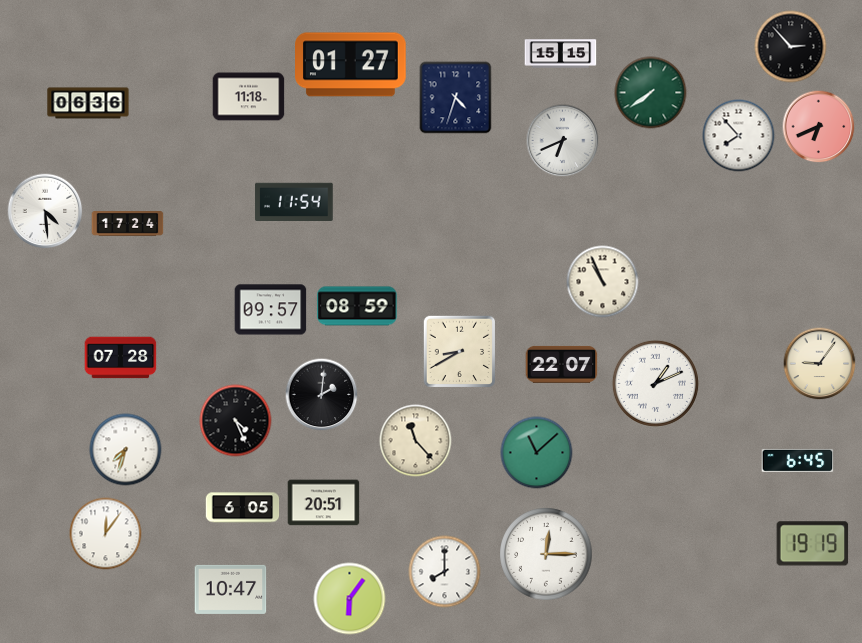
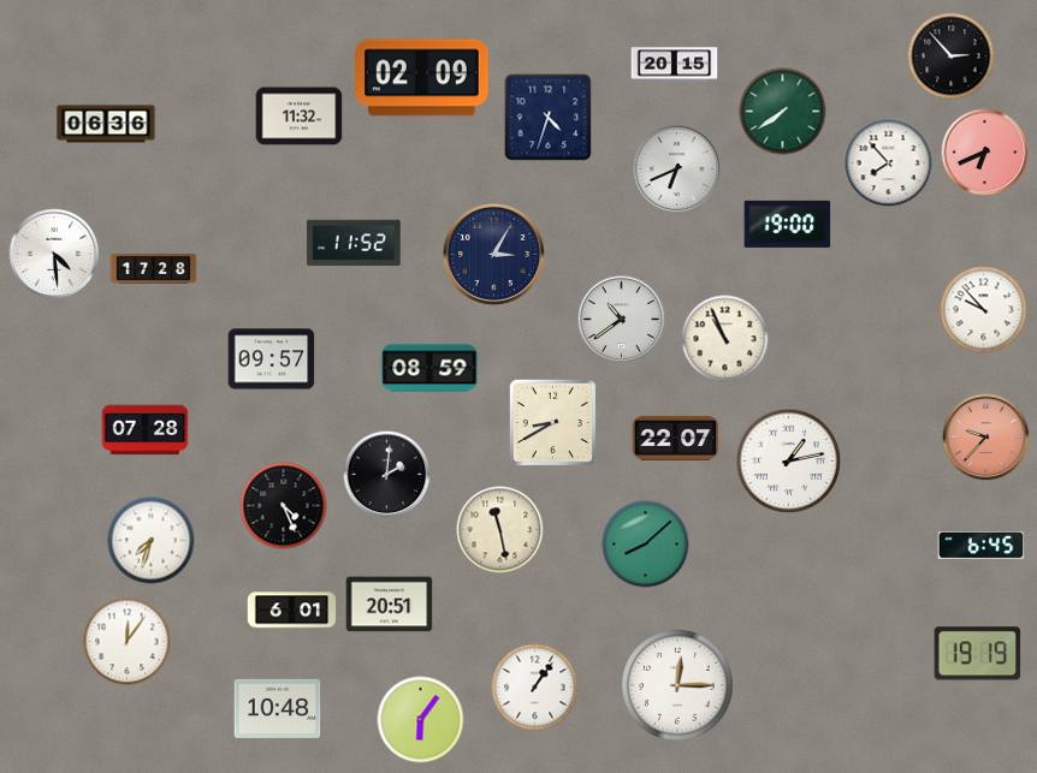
clock at (561, 54): 15:15 -> 20:15
clock at (351, 65): 01:27 -> 02:09
clock at (249, 97): 11:18 -> 11:32
clock at (788, 224): none -> 19:00
clock at (294, 201): 11:54 -> 11:52
clock at (493, 254): none -> 3:05
clock at (128, 224): 17:24 -> 17:28
clock at (984, 310): none -> 9:53
clock at (622, 320): none -> 10:39
clock at (271, 310) position: (271, 310) -> (272, 359)
clock at (820, 364): 9:06 -> 9:37
clock at (820, 364) dial: cream -> salmon
clock at (655, 383): 1:11 -> 1:13
clock at (416, 441): 11:23 -> 11:28
clock at (537, 453): 11:08 -> 8:08
clock at (798, 460) position: (798, 460) -> (982, 545)
clock at (243, 508): 6:05 -> 6:01
clock at (546, 554) position: (546, 554) -> (677, 685)
clock at (445, 572): 8:00 -> 1:06
clock at (231, 589): 10:47 -> 10:48
